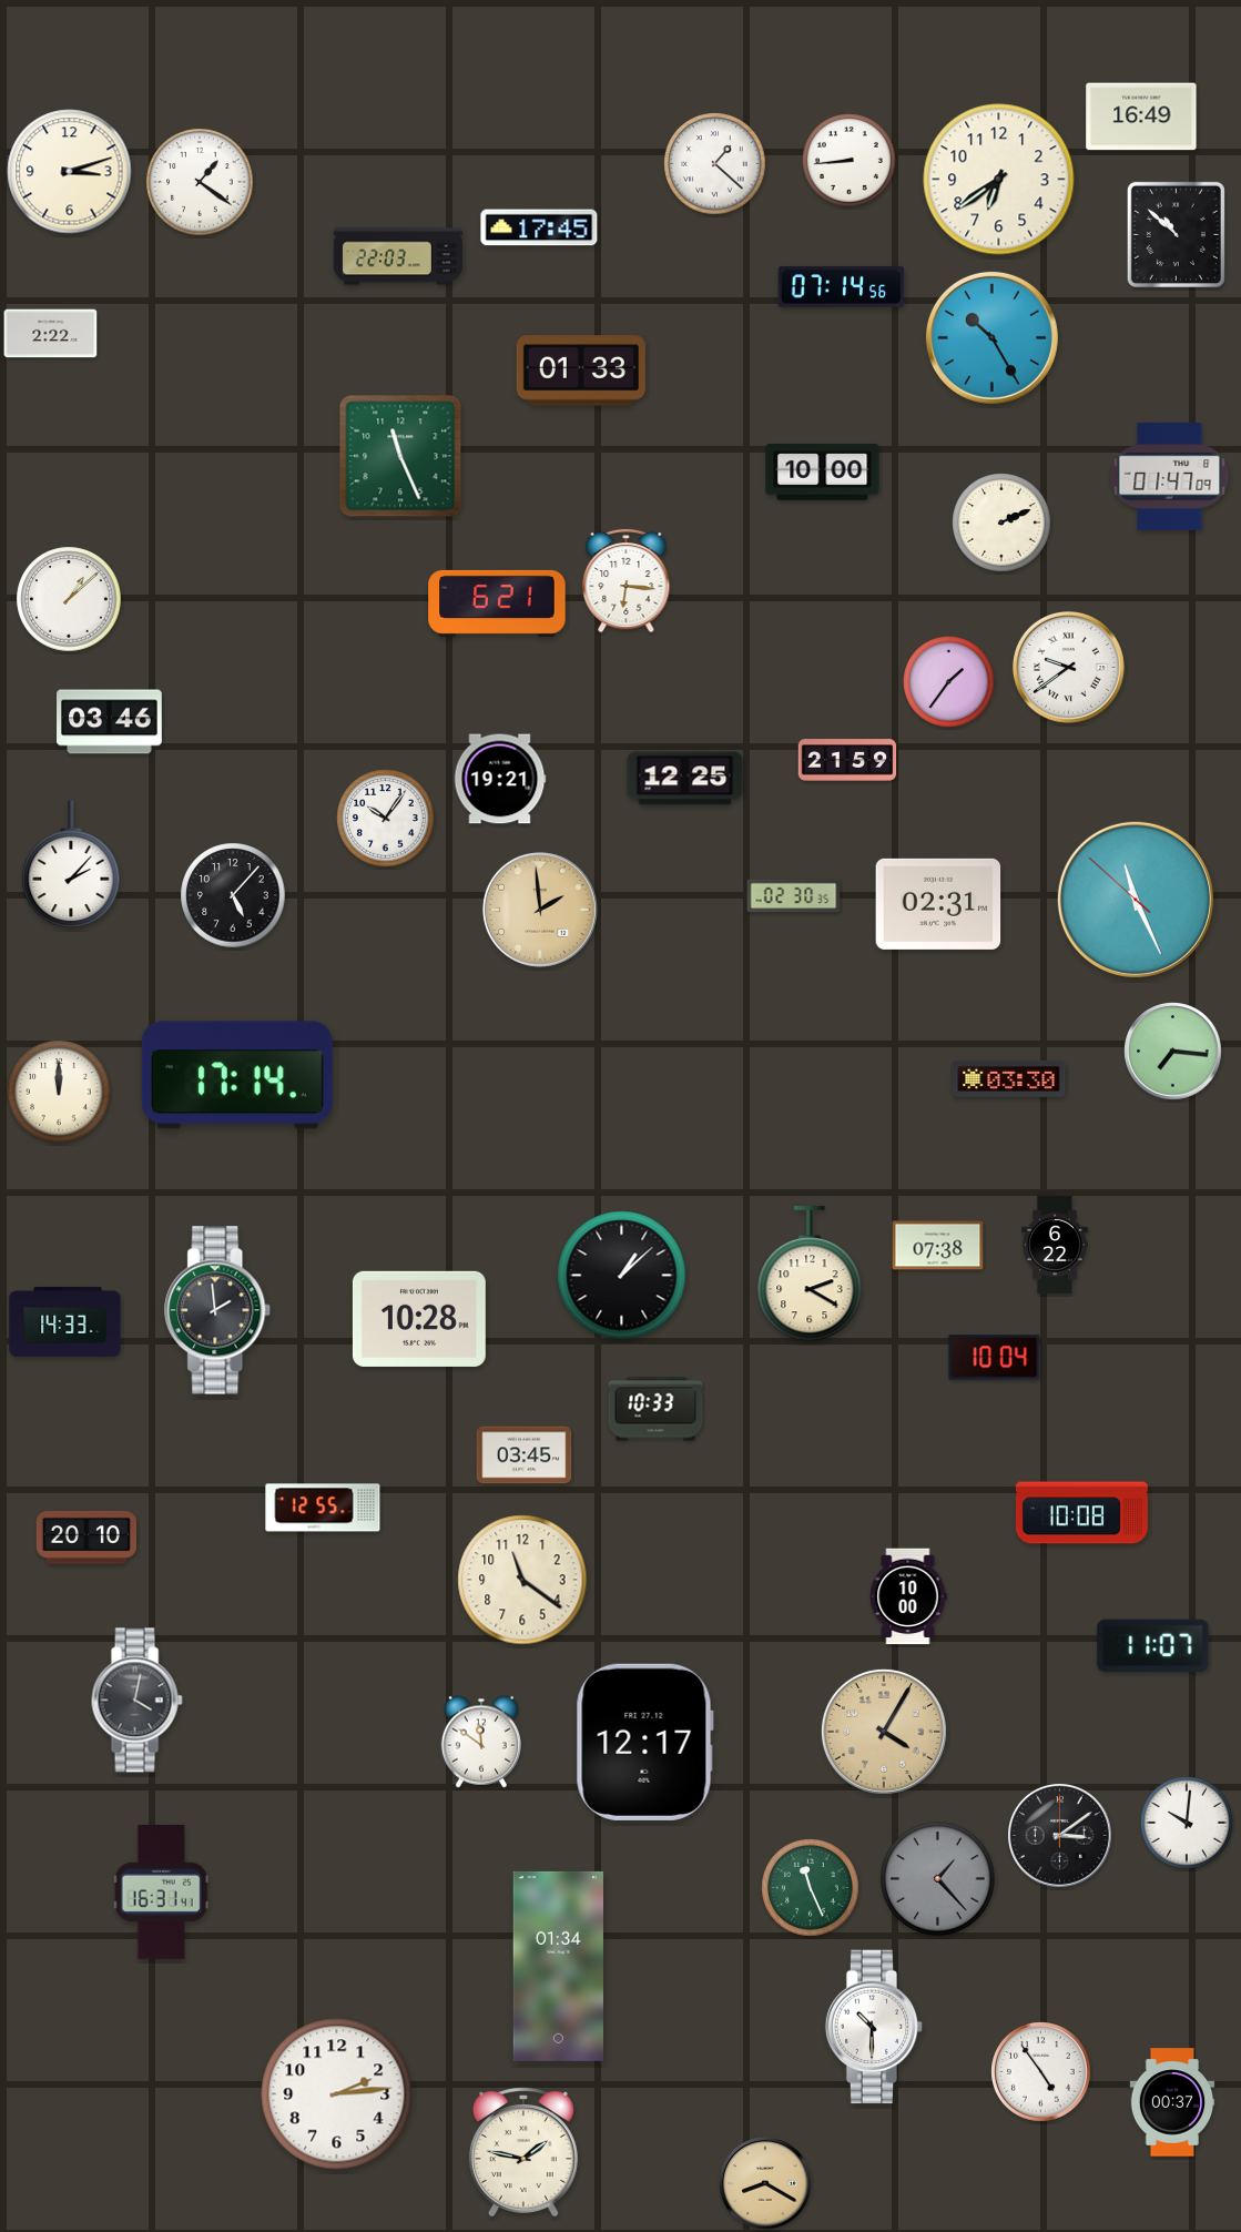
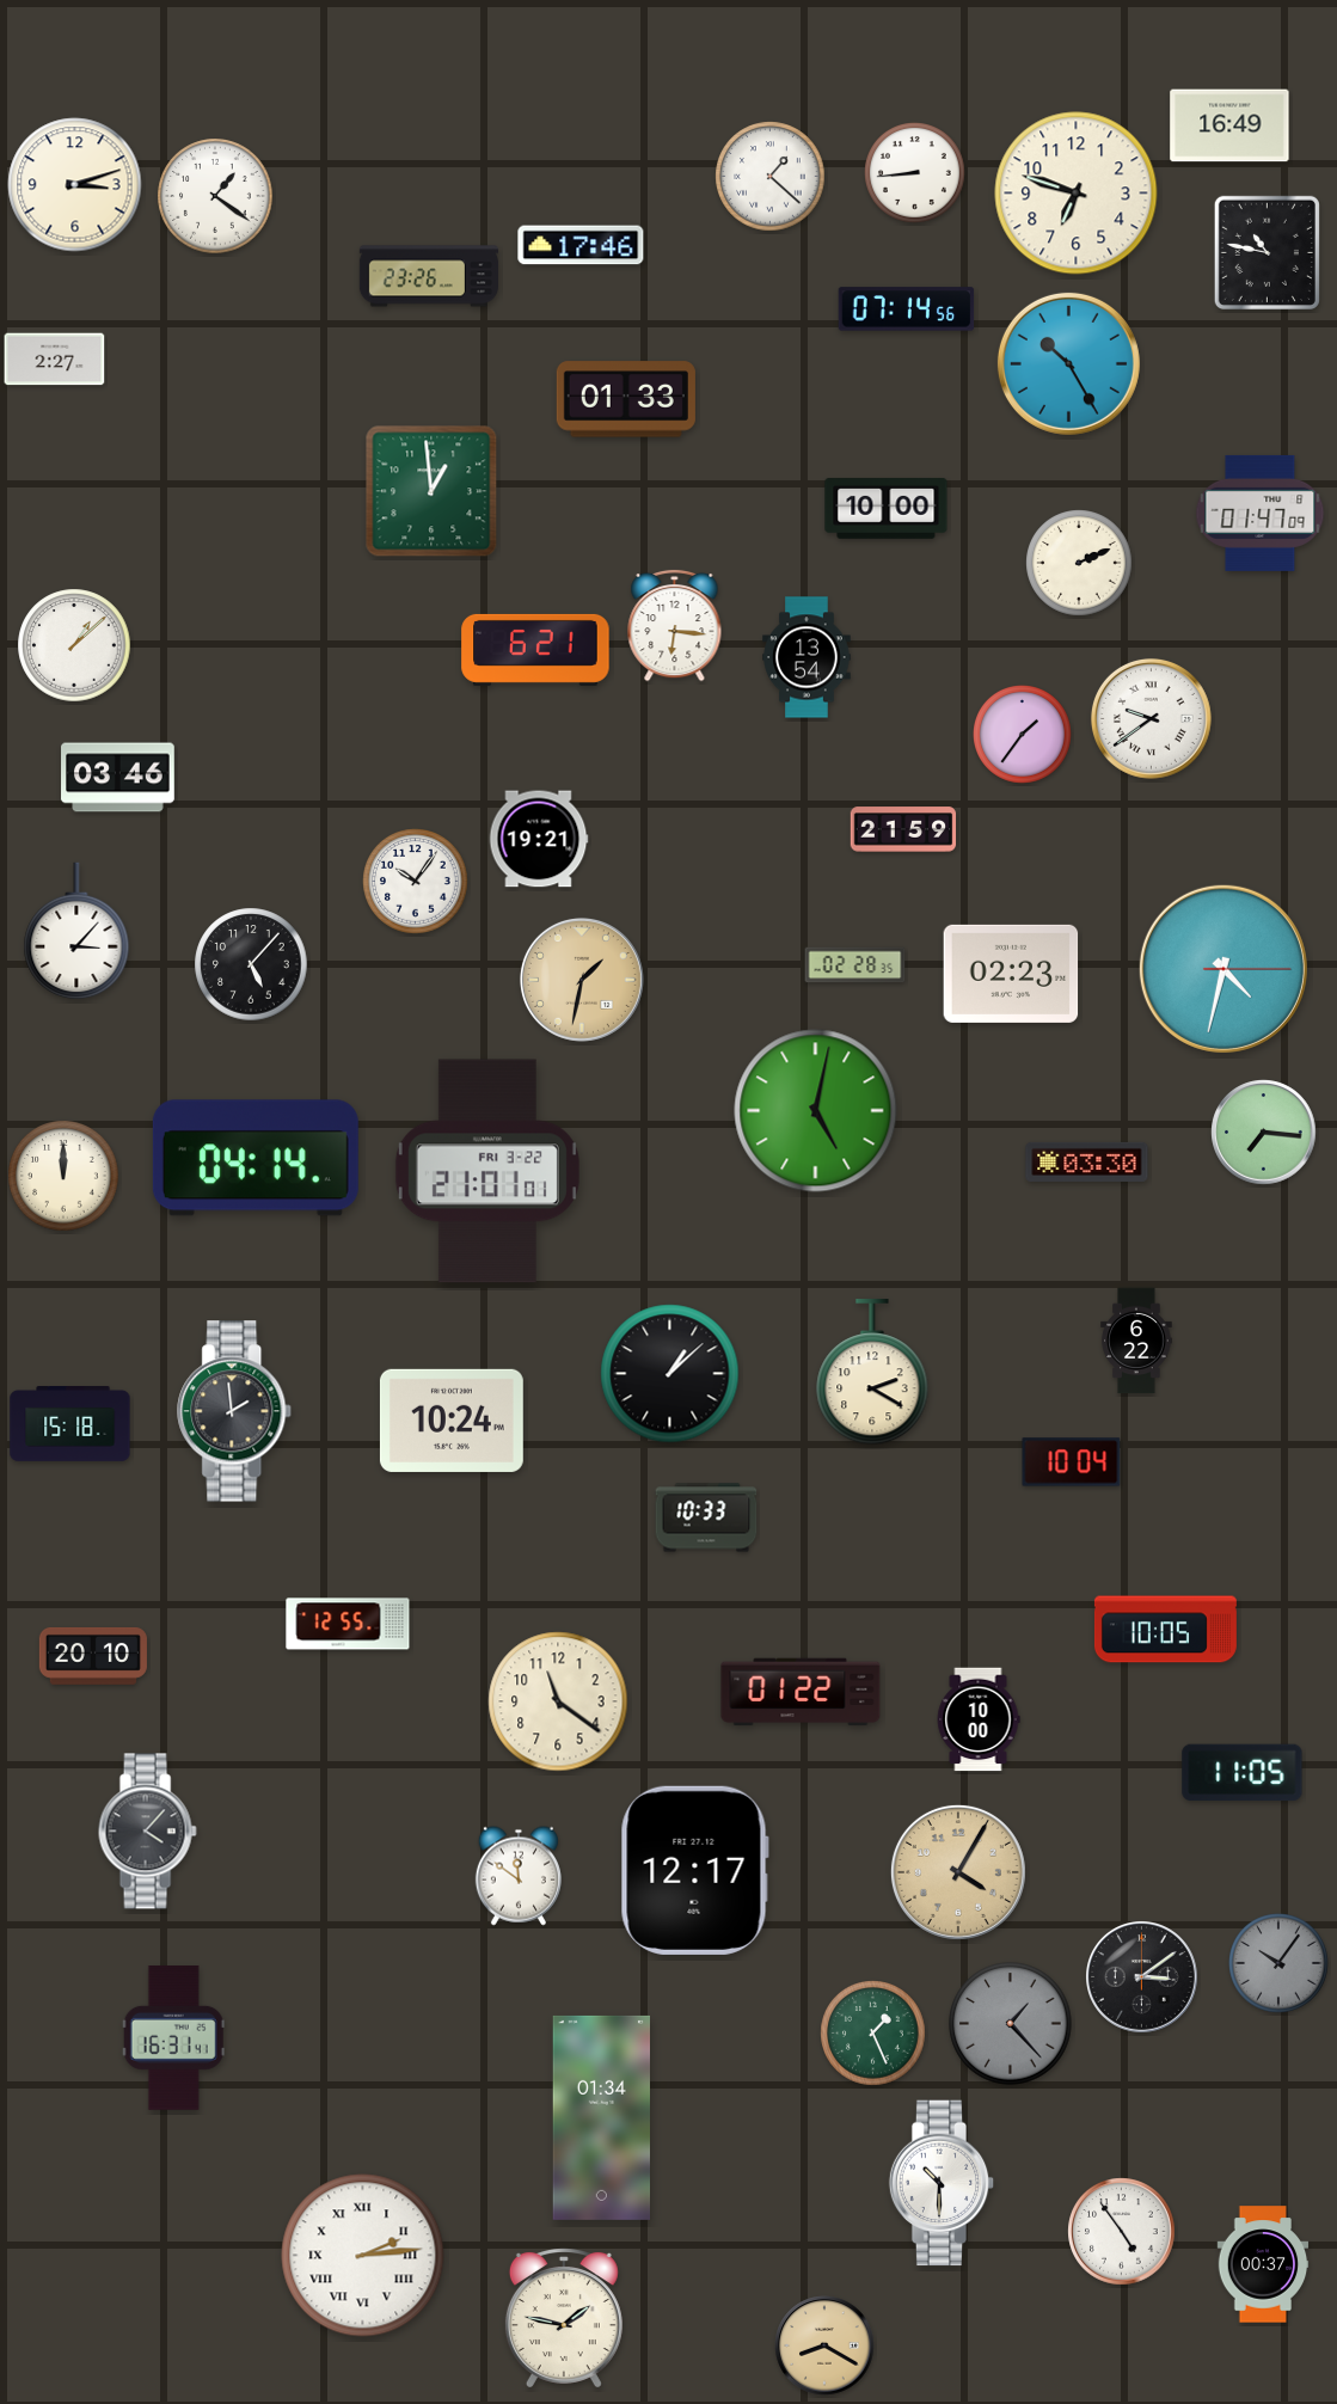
clock at (999, 180): 6:39 -> 6:48
clock at (539, 227): 17:45 -> 17:46
clock at (1176, 234): 10:52 -> 10:47
clock at (398, 256): 22:03 -> 23:26
clock at (51, 334): 2:22 -> 2:27
clock at (400, 456): 11:26 -> 12:59
clock at (807, 657): none -> 13:54
clock at (847, 760) position: (847, 760) -> (903, 829)
clock at (685, 779): 12:25 -> none
clock at (71, 864): 2:07 -> 3:07
clock at (794, 896): 02:30 -> 02:28
clock at (1136, 900): 11:25 -> 4:32
clock at (938, 904): 02:31 -> 02:23
clock at (540, 910): 1:59 -> 1:32
clock at (816, 1111): none -> 5:02
clock at (237, 1075): 17:14 -> 04:14
clock at (487, 1171): none -> 21:01
clock at (938, 1246): 07:38 -> none
clock at (419, 1319): 10:28 -> 10:24
clock at (65, 1322): 14:33 -> 15:18
clock at (525, 1455): 03:45 -> none
clock at (1081, 1513): 10:08 -> 10:05
clock at (801, 1692): none -> 01:22
clock at (522, 1580) position: (522, 1580) -> (558, 1701)
clock at (1153, 1646): 11:07 -> 11:05
clock at (136, 1701): 4:02 -> 4:07
clock at (884, 1732) position: (884, 1732) -> (958, 1872)
clock at (644, 1742) position: (644, 1742) -> (694, 1870)
clock at (1188, 1824): 10:01 -> 10:06
clock at (1188, 1824) dial: white -> grey
clock at (811, 1888): 11:26 -> 1:26
clock at (337, 2094) numerals: Arabic -> Roman
clock at (765, 2183) position: (765, 2183) -> (824, 2345)
